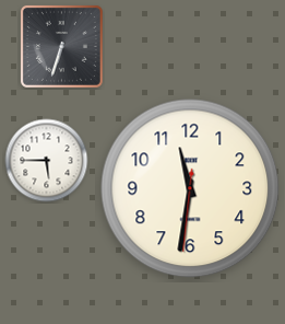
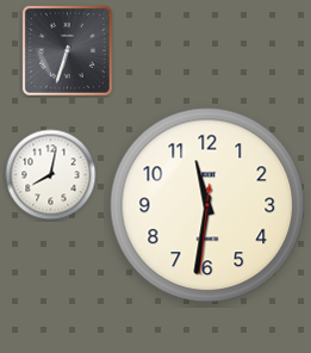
clock at (47, 161): 5:45 -> 8:02
